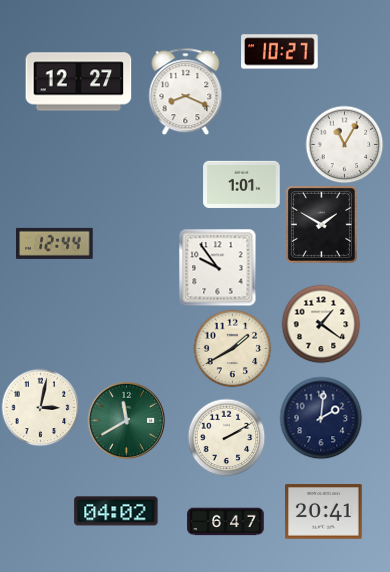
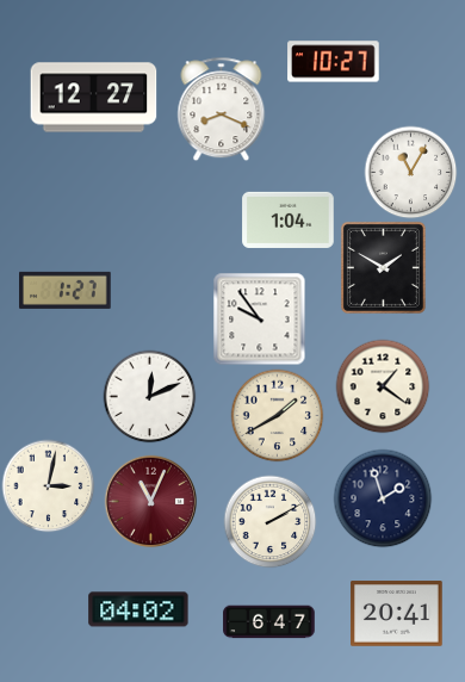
clock at (242, 184): 1:01 -> 1:04
clock at (55, 243): 12:44 -> 1:27
clock at (149, 396): none -> 12:11
clock at (321, 418): 2:01 -> 1:57
clock at (126, 420): 11:40 -> 11:04
clock at (126, 420) dial: green -> burgundy
clock at (324, 512) position: (324, 512) -> (397, 614)
